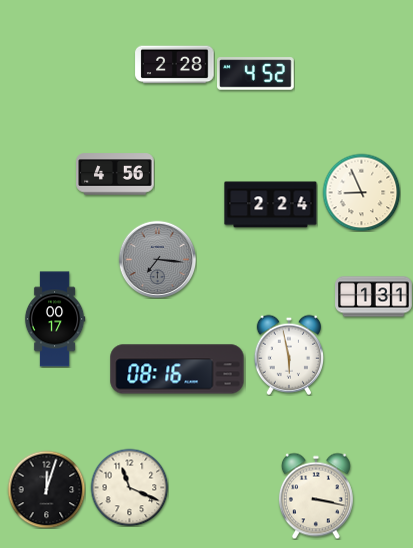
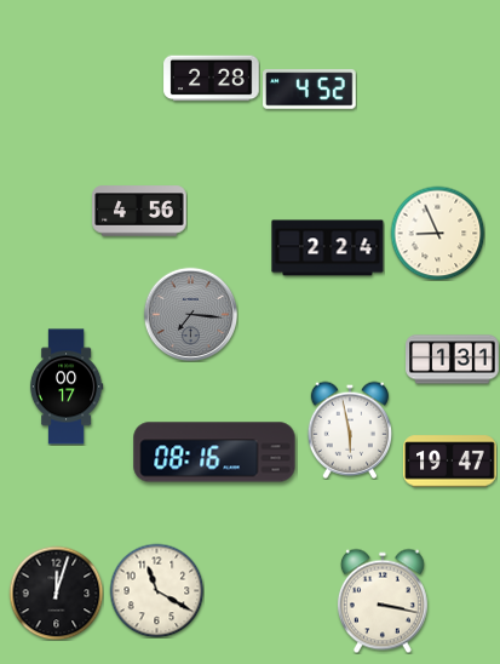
clock at (177, 369) position: (177, 369) -> (214, 452)
clock at (450, 462): none -> 19:47
clock at (129, 487): 11:19 -> 11:20
